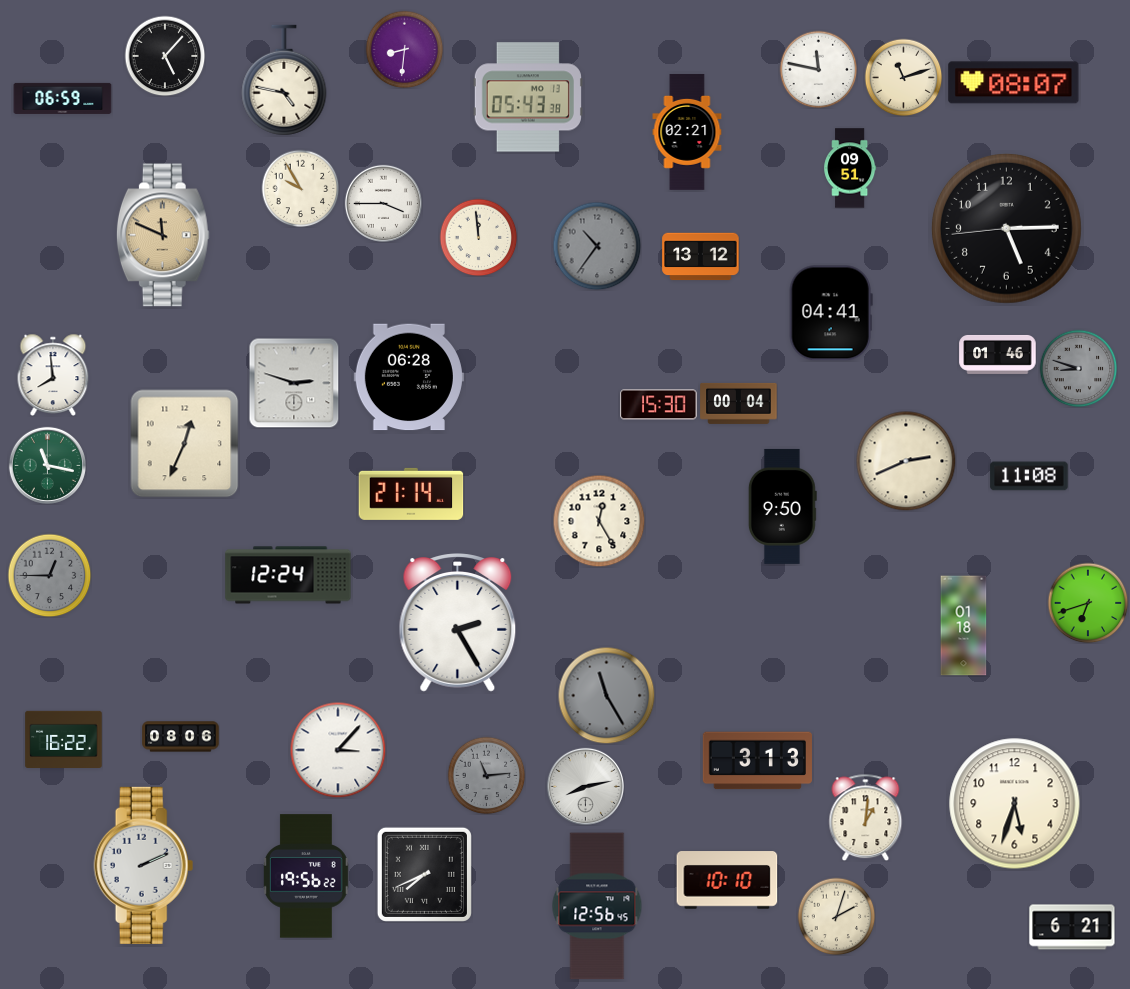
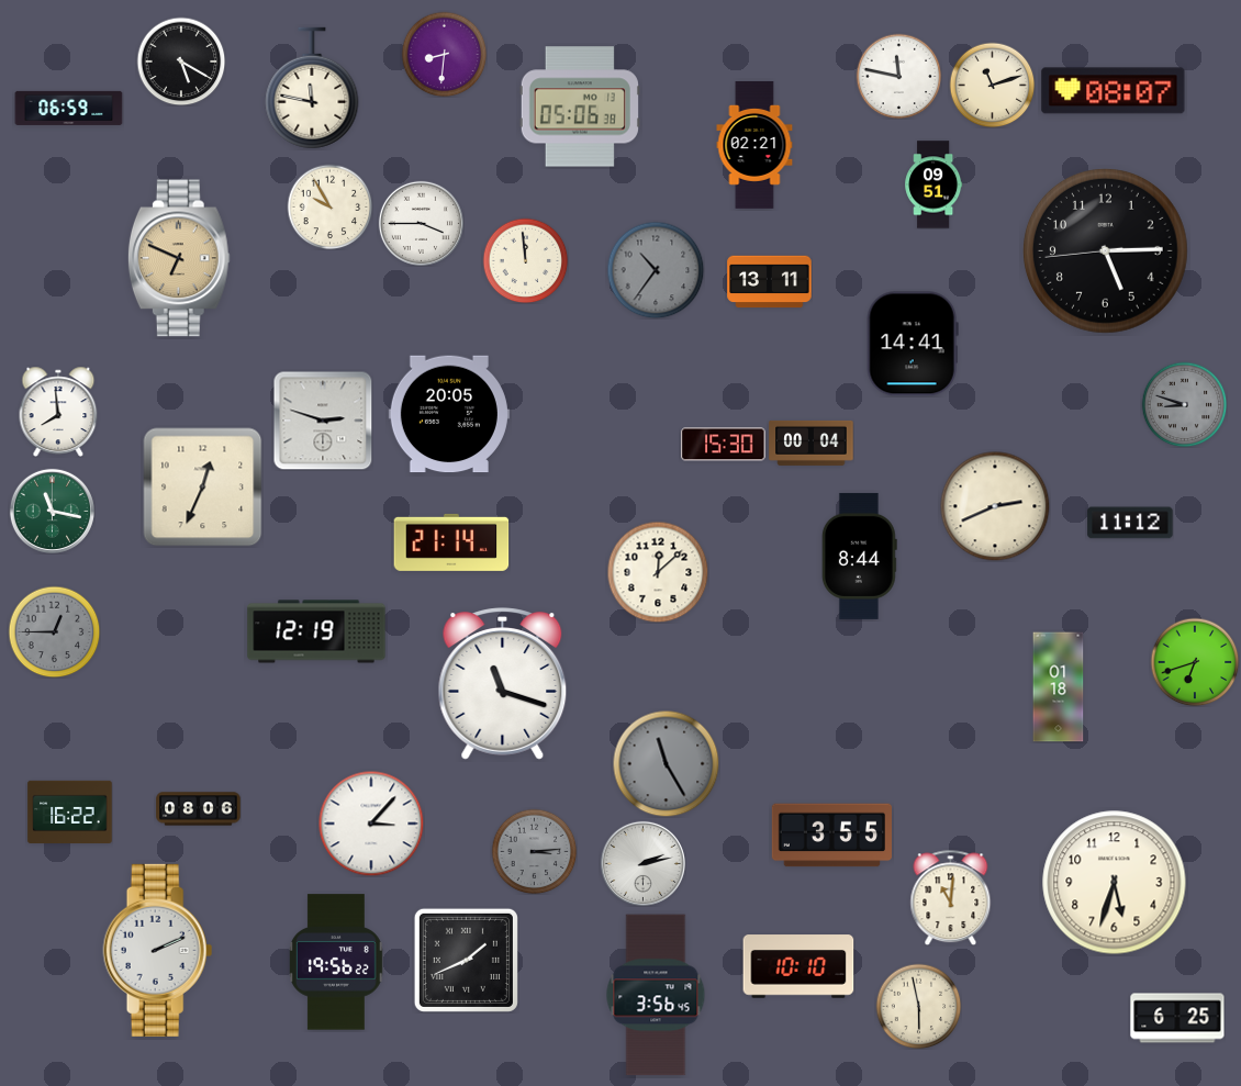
clock at (165, 56): 5:07 -> 5:20
clock at (284, 80): 4:47 -> 11:47
clock at (528, 97): 05:43 -> 05:06
clock at (163, 235): 11:49 -> 6:49
clock at (701, 257): 13:12 -> 13:11
clock at (831, 313): 04:41 -> 14:41
clock at (998, 354): 01:46 -> none
clock at (409, 377): 06:28 -> 20:05
clock at (1029, 476): 11:08 -> 11:12
clock at (782, 506): 9:50 -> 8:44
clock at (599, 521): 12:25 -> 12:08
clock at (288, 575): 12:24 -> 12:19
clock at (458, 623): 2:25 -> 11:18
clock at (757, 761): 3:13 -> 3:55
clock at (486, 775): 11:14 -> 3:14
clock at (585, 786): 8:13 -> 2:13
clock at (866, 817): 1:01 -> 11:01
clock at (424, 874): 7:41 -> 1:41
clock at (597, 906): 12:56 -> 3:56
clock at (836, 916): 2:03 -> 5:58
clock at (1072, 927): 6:21 -> 6:25
